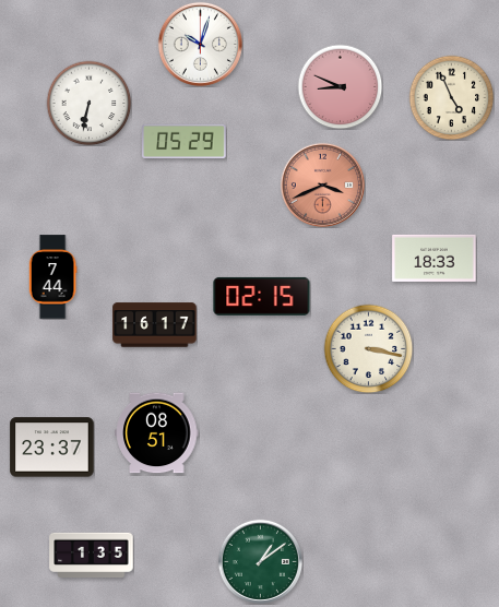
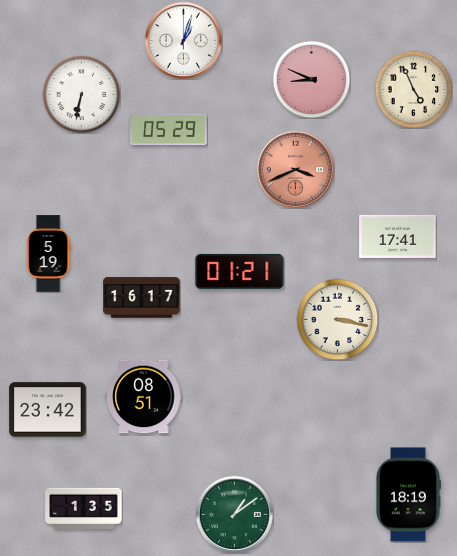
clock at (200, 44): 10:03 -> 1:03
clock at (435, 258): 18:33 -> 17:41
clock at (52, 277): 7:44 -> 5:19
clock at (262, 296): 02:15 -> 01:21
clock at (52, 448): 23:37 -> 23:42
clock at (408, 495): none -> 18:19
clock at (260, 561) position: (260, 561) -> (234, 514)
